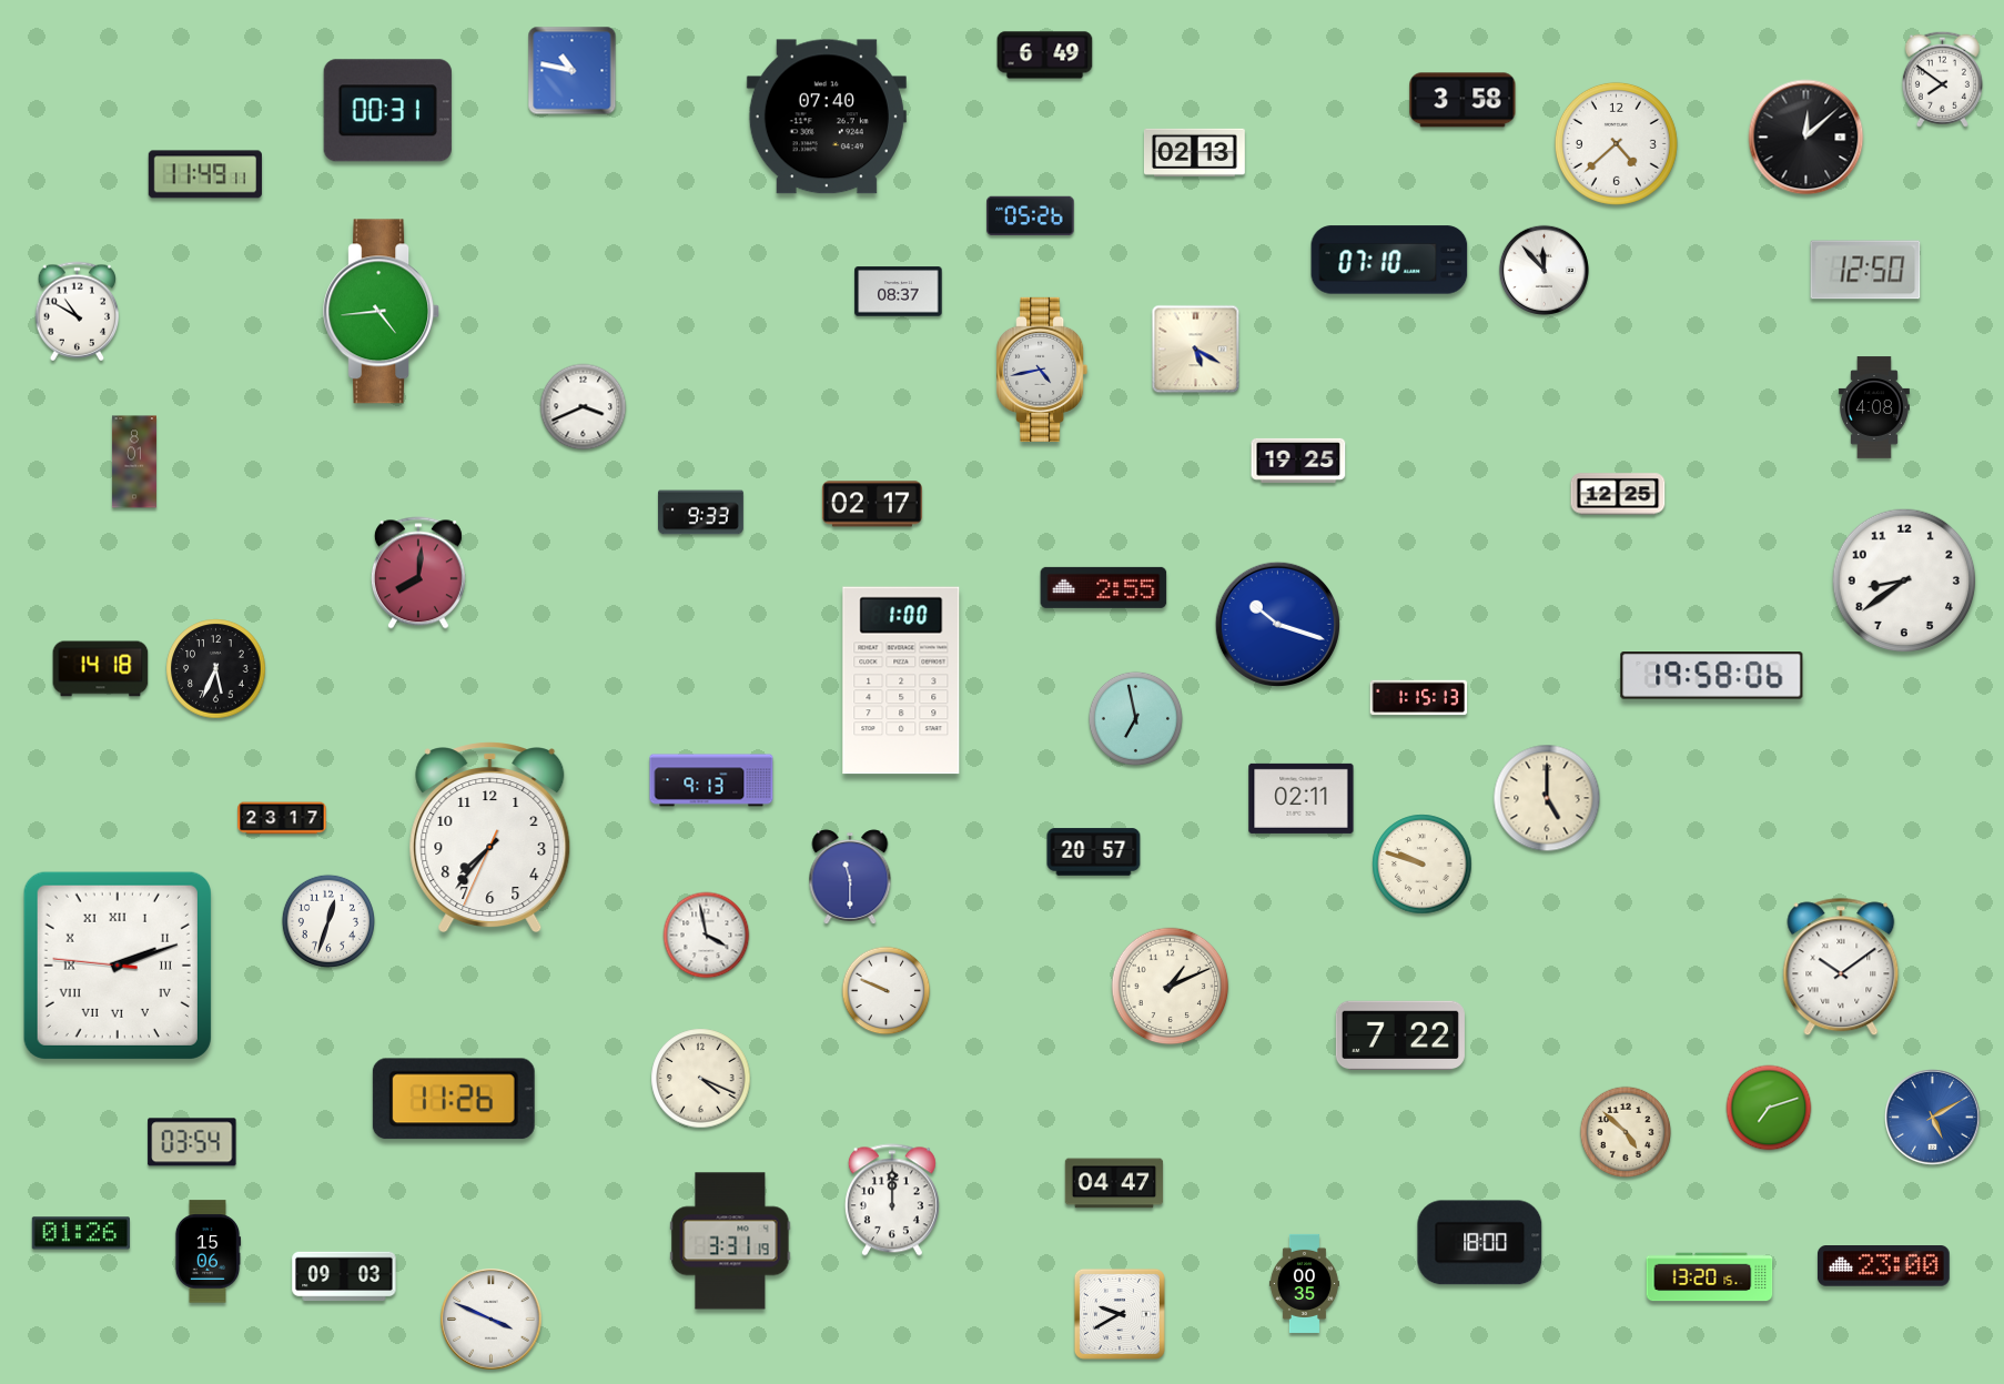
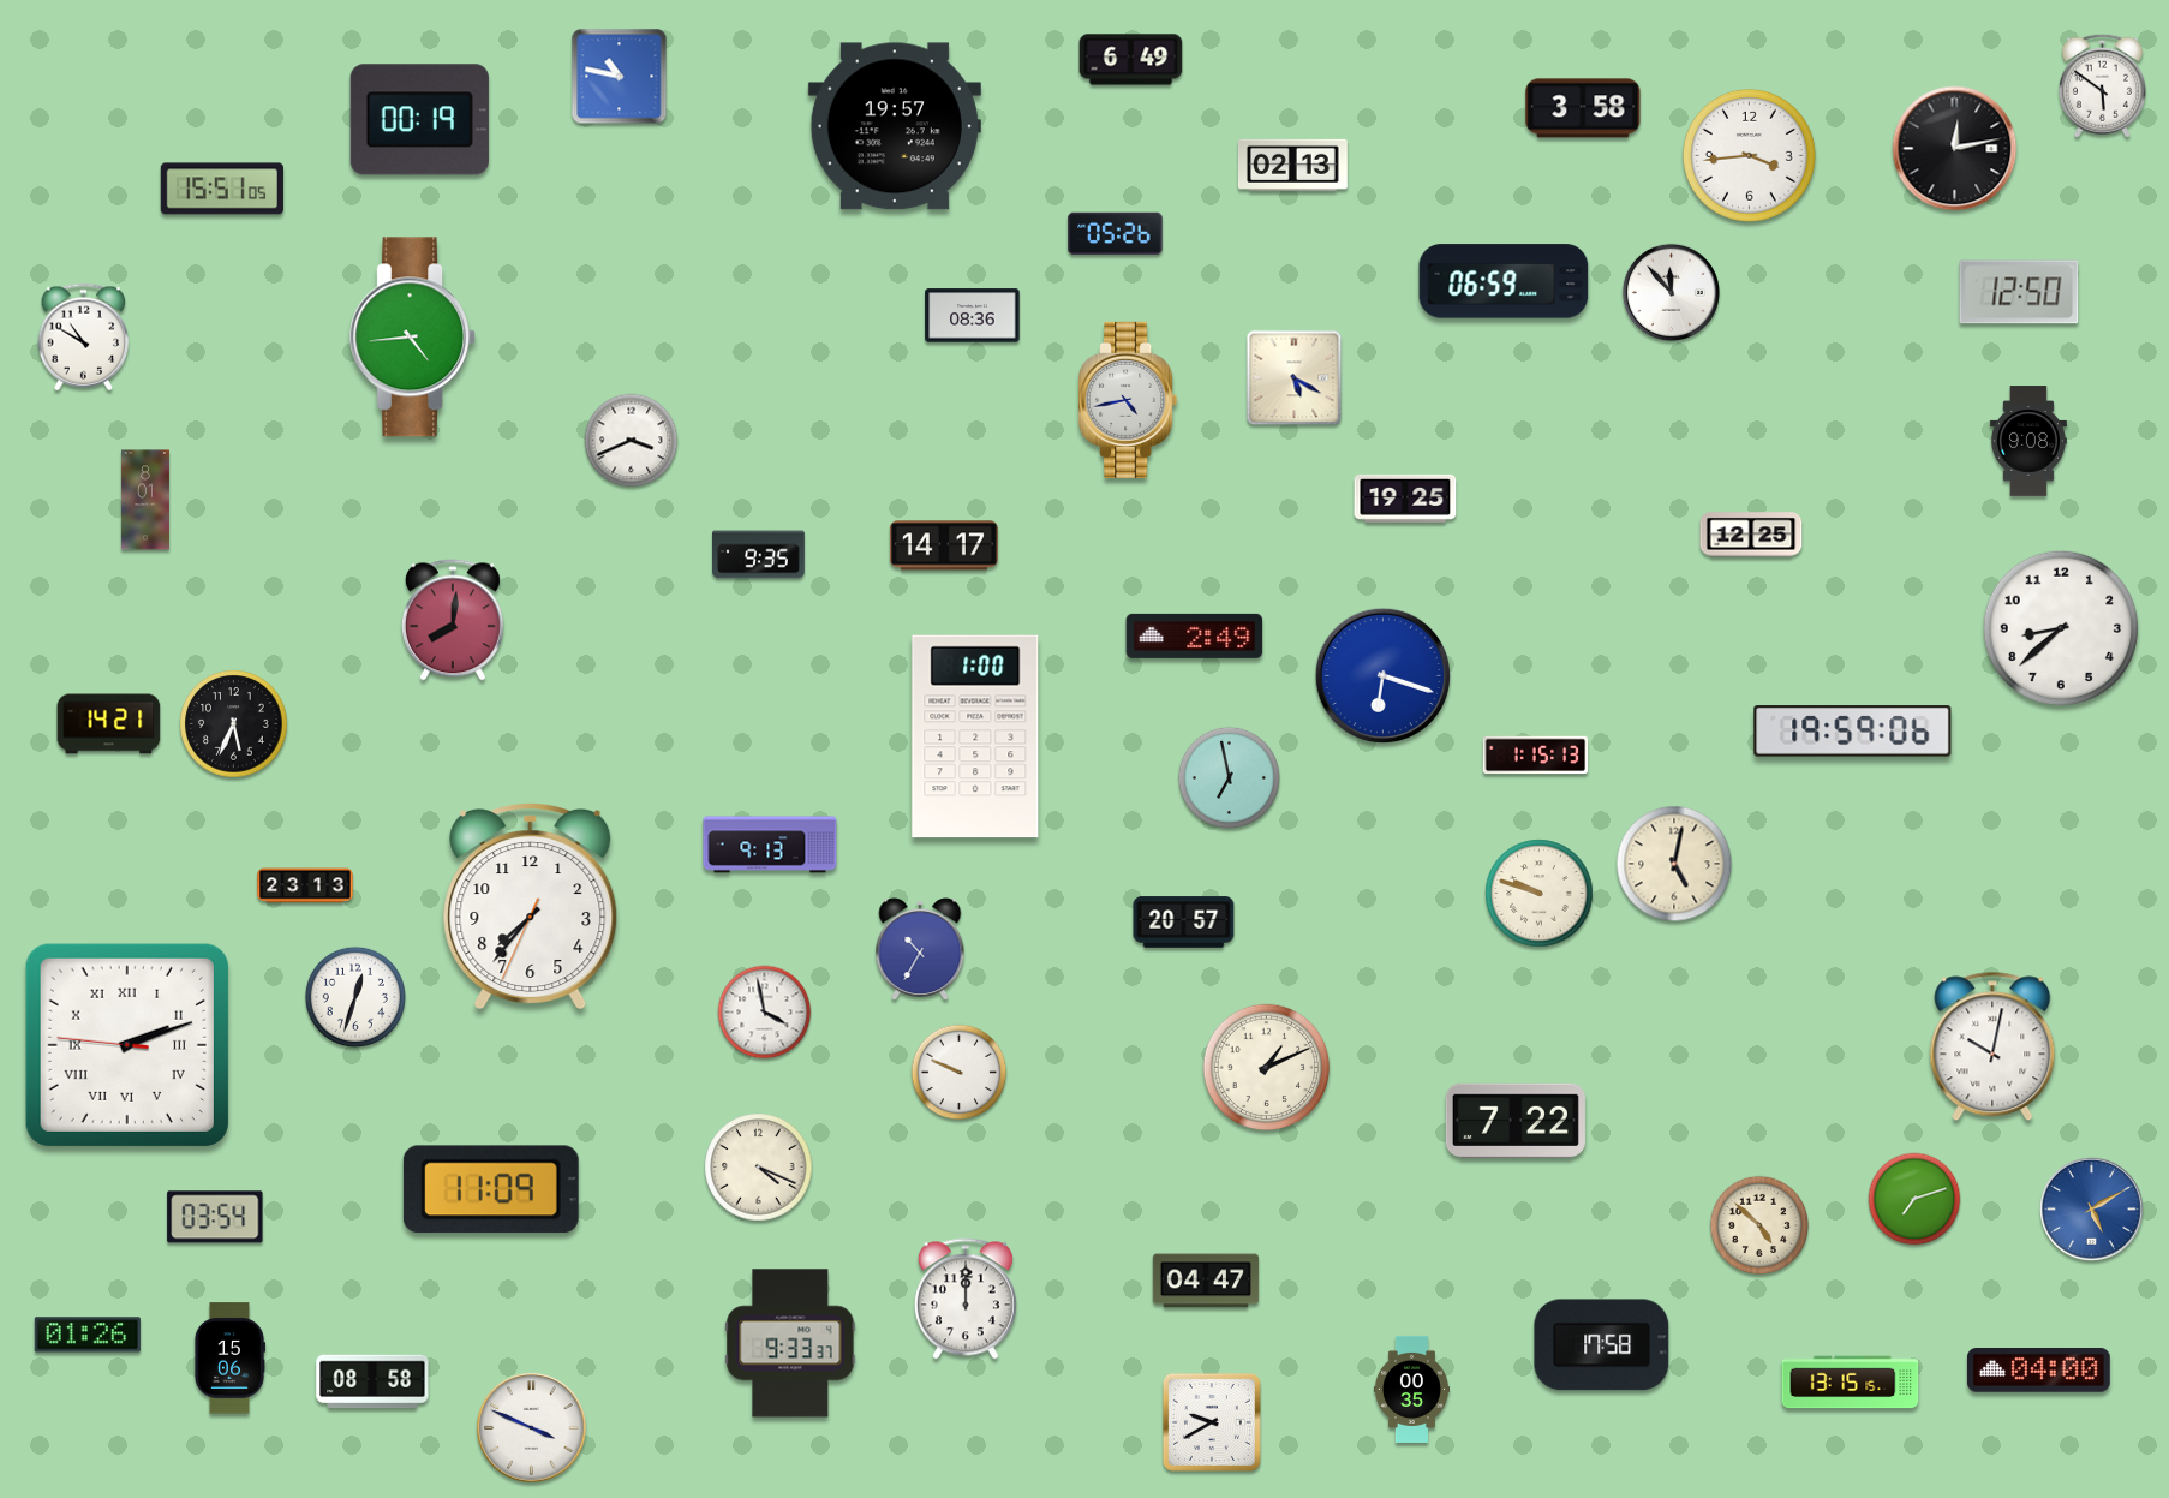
clock at (1942, 79): 7:51 -> 5:51
clock at (387, 111): 00:31 -> 00:19
clock at (827, 117): 07:40 -> 19:57
clock at (1806, 138): 12:08 -> 12:13
clock at (1616, 143): 4:38 -> 3:44
clock at (205, 174): 11:49 -> 15:51
clock at (1389, 260): 07:10 -> 06:59
clock at (899, 292): 08:37 -> 08:36
clock at (1874, 407): 4:08 -> 9:08
clock at (872, 504): 02:17 -> 14:17
clock at (701, 513): 9:33 -> 9:35
clock at (1904, 580): 8:39 -> 8:38
clock at (1104, 587): 2:55 -> 2:49
clock at (1277, 624): 10:18 -> 6:18
clock at (101, 669): 14:18 -> 14:21
clock at (1712, 676): 19:58 -> 19:59
clock at (1302, 798): 02:11 -> none
clock at (1547, 798): 5:00 -> 5:02
clock at (282, 818): 23:17 -> 23:13
clock at (1423, 865) position: (1423, 865) -> (1540, 894)
clock at (850, 877): 11:30 -> 10:35
clock at (1841, 967): 10:09 -> 10:02
clock at (454, 1099): 11:26 -> 11:09
clock at (192, 1142) position: (192, 1142) -> (215, 1217)
clock at (730, 1241): 3:31 -> 9:33
clock at (1480, 1243): 18:00 -> 17:58
clock at (208, 1252) position: (208, 1252) -> (229, 1359)
clock at (1883, 1266): 23:00 -> 04:00
clock at (344, 1276): 09:03 -> 08:58
clock at (1710, 1277): 13:20 -> 13:15
